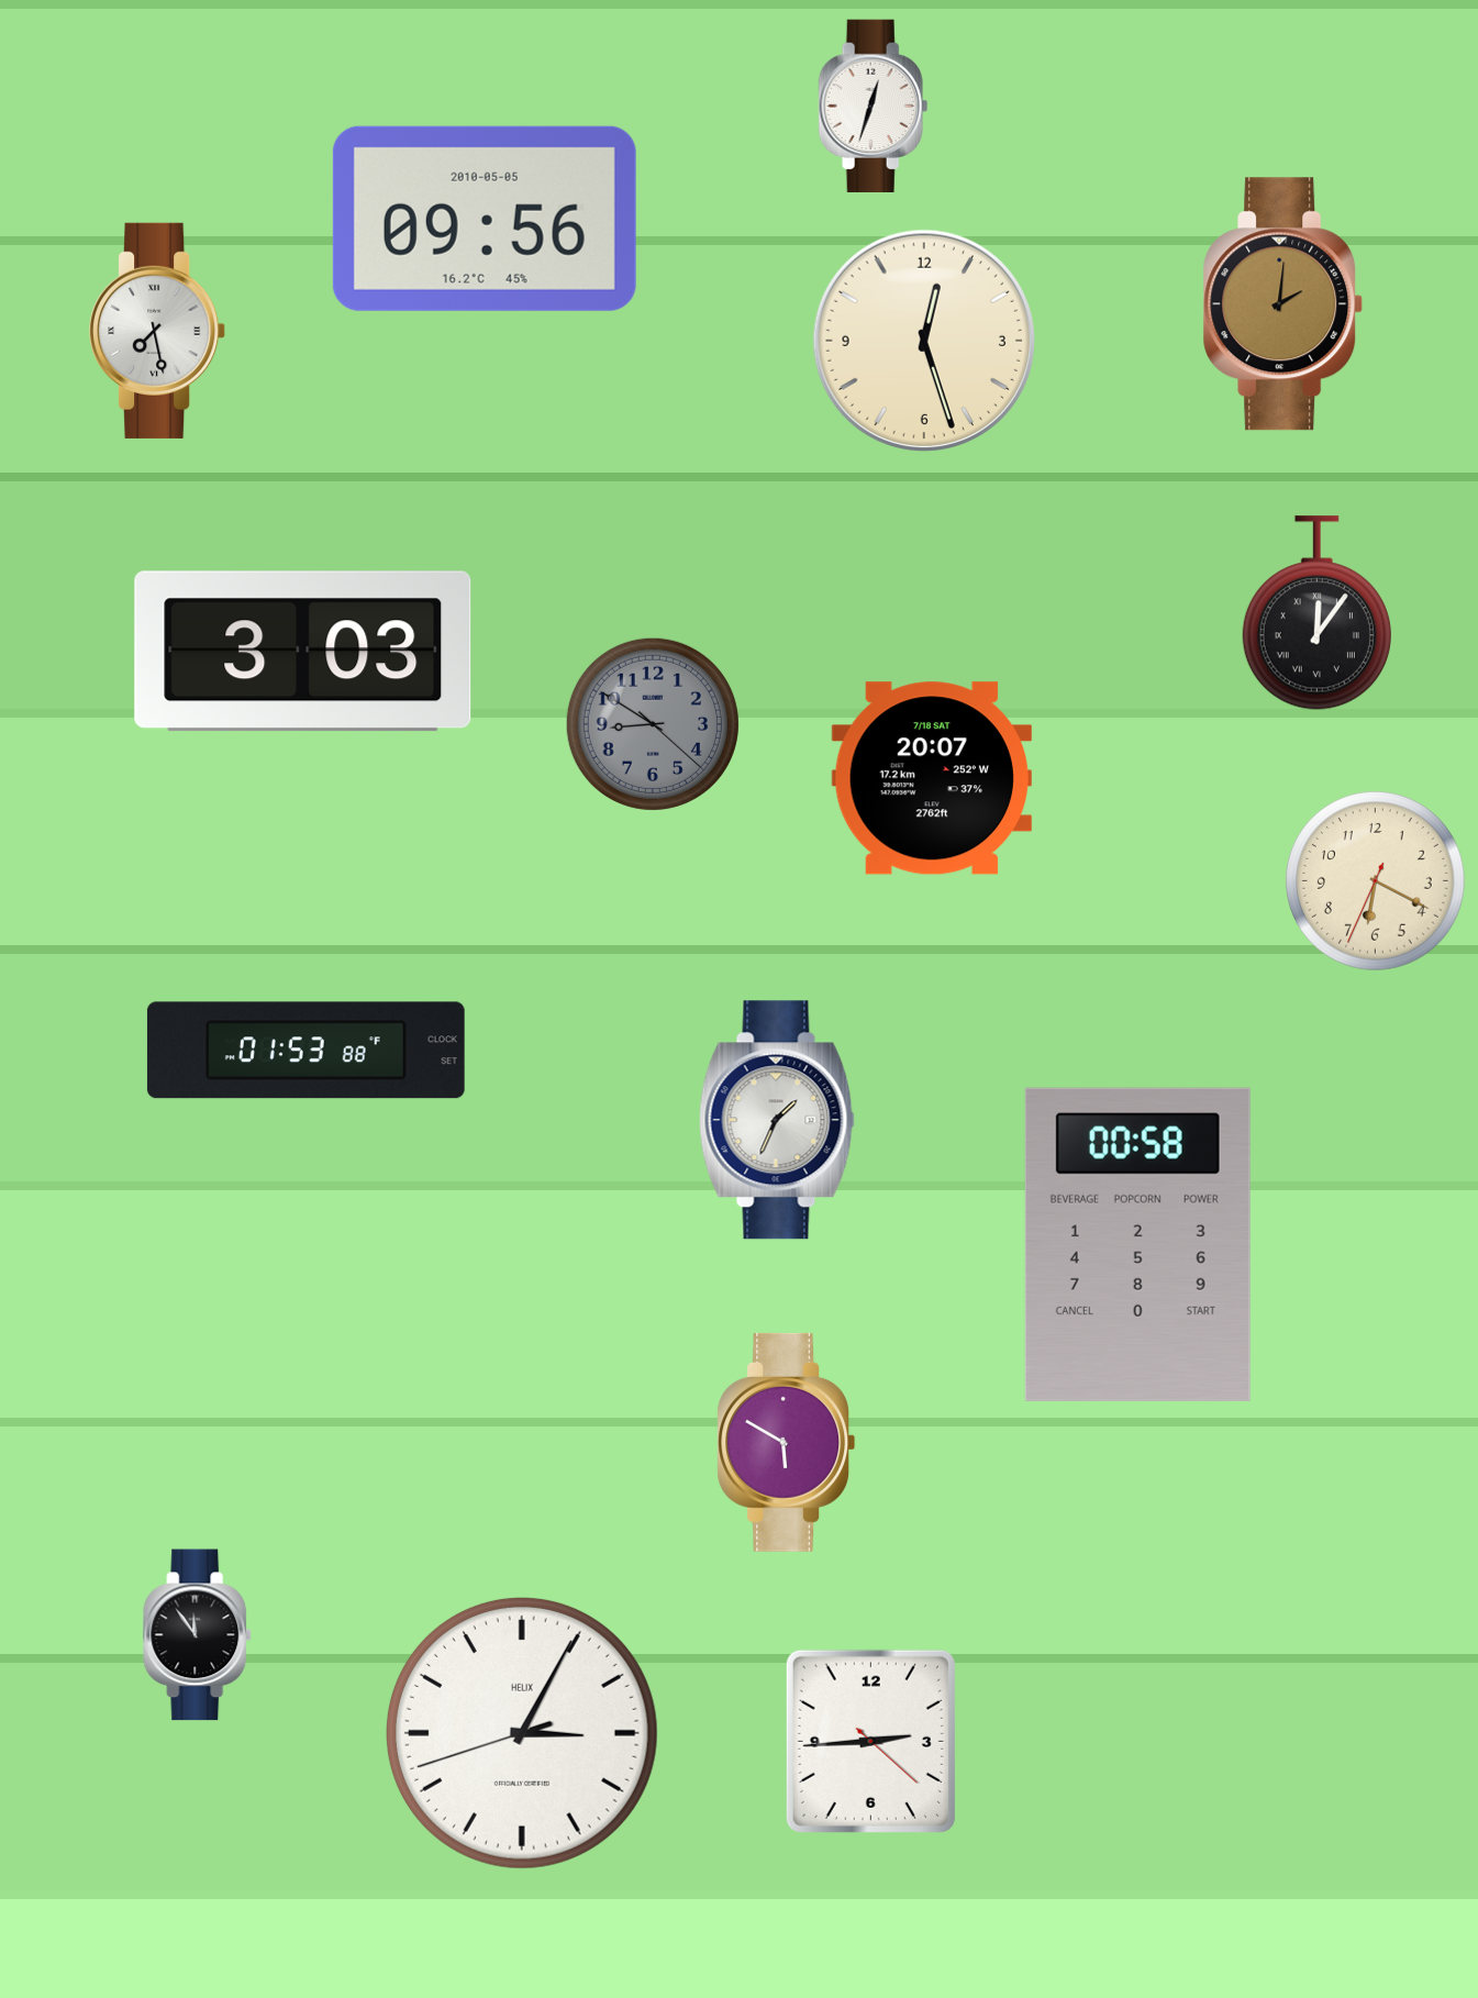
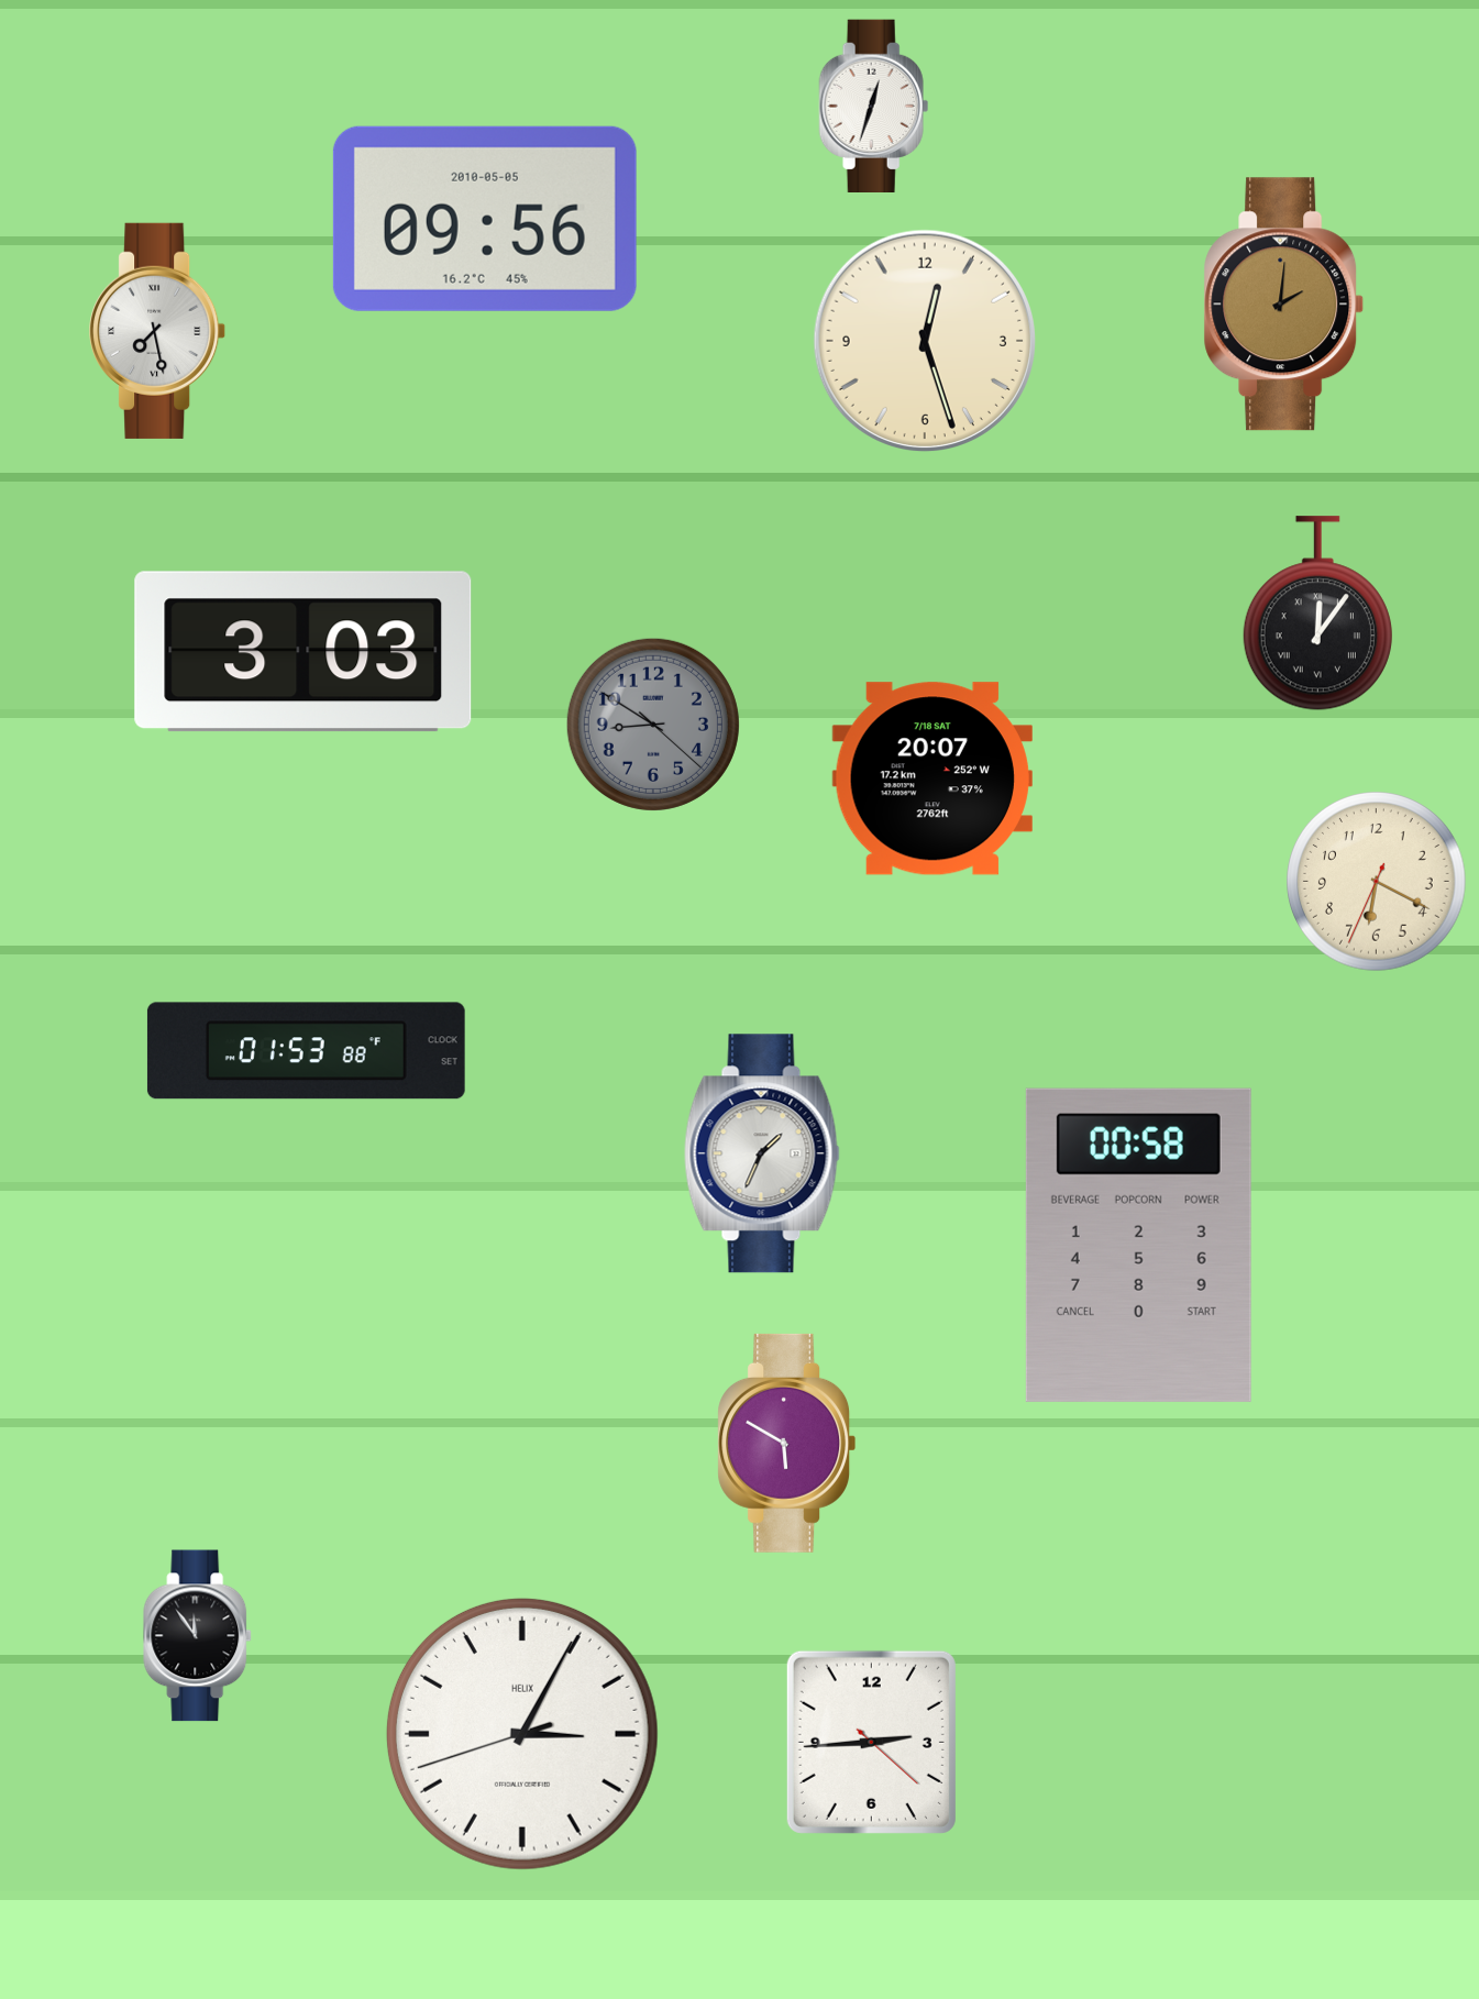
clock at (777, 1120) position: (777, 1120) -> (762, 1153)
